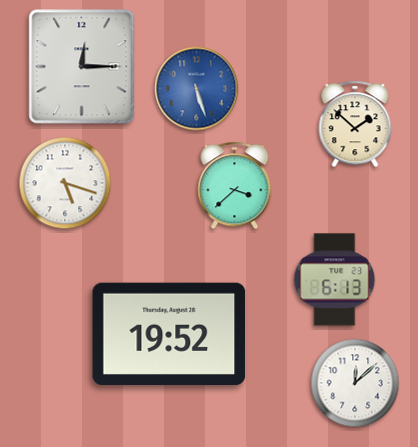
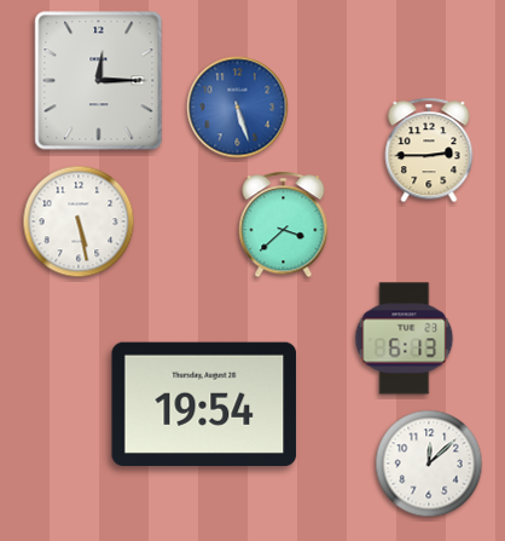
clock at (355, 124): 1:52 -> 2:45
clock at (65, 183): 5:18 -> 5:28
clock at (169, 333): 19:52 -> 19:54
